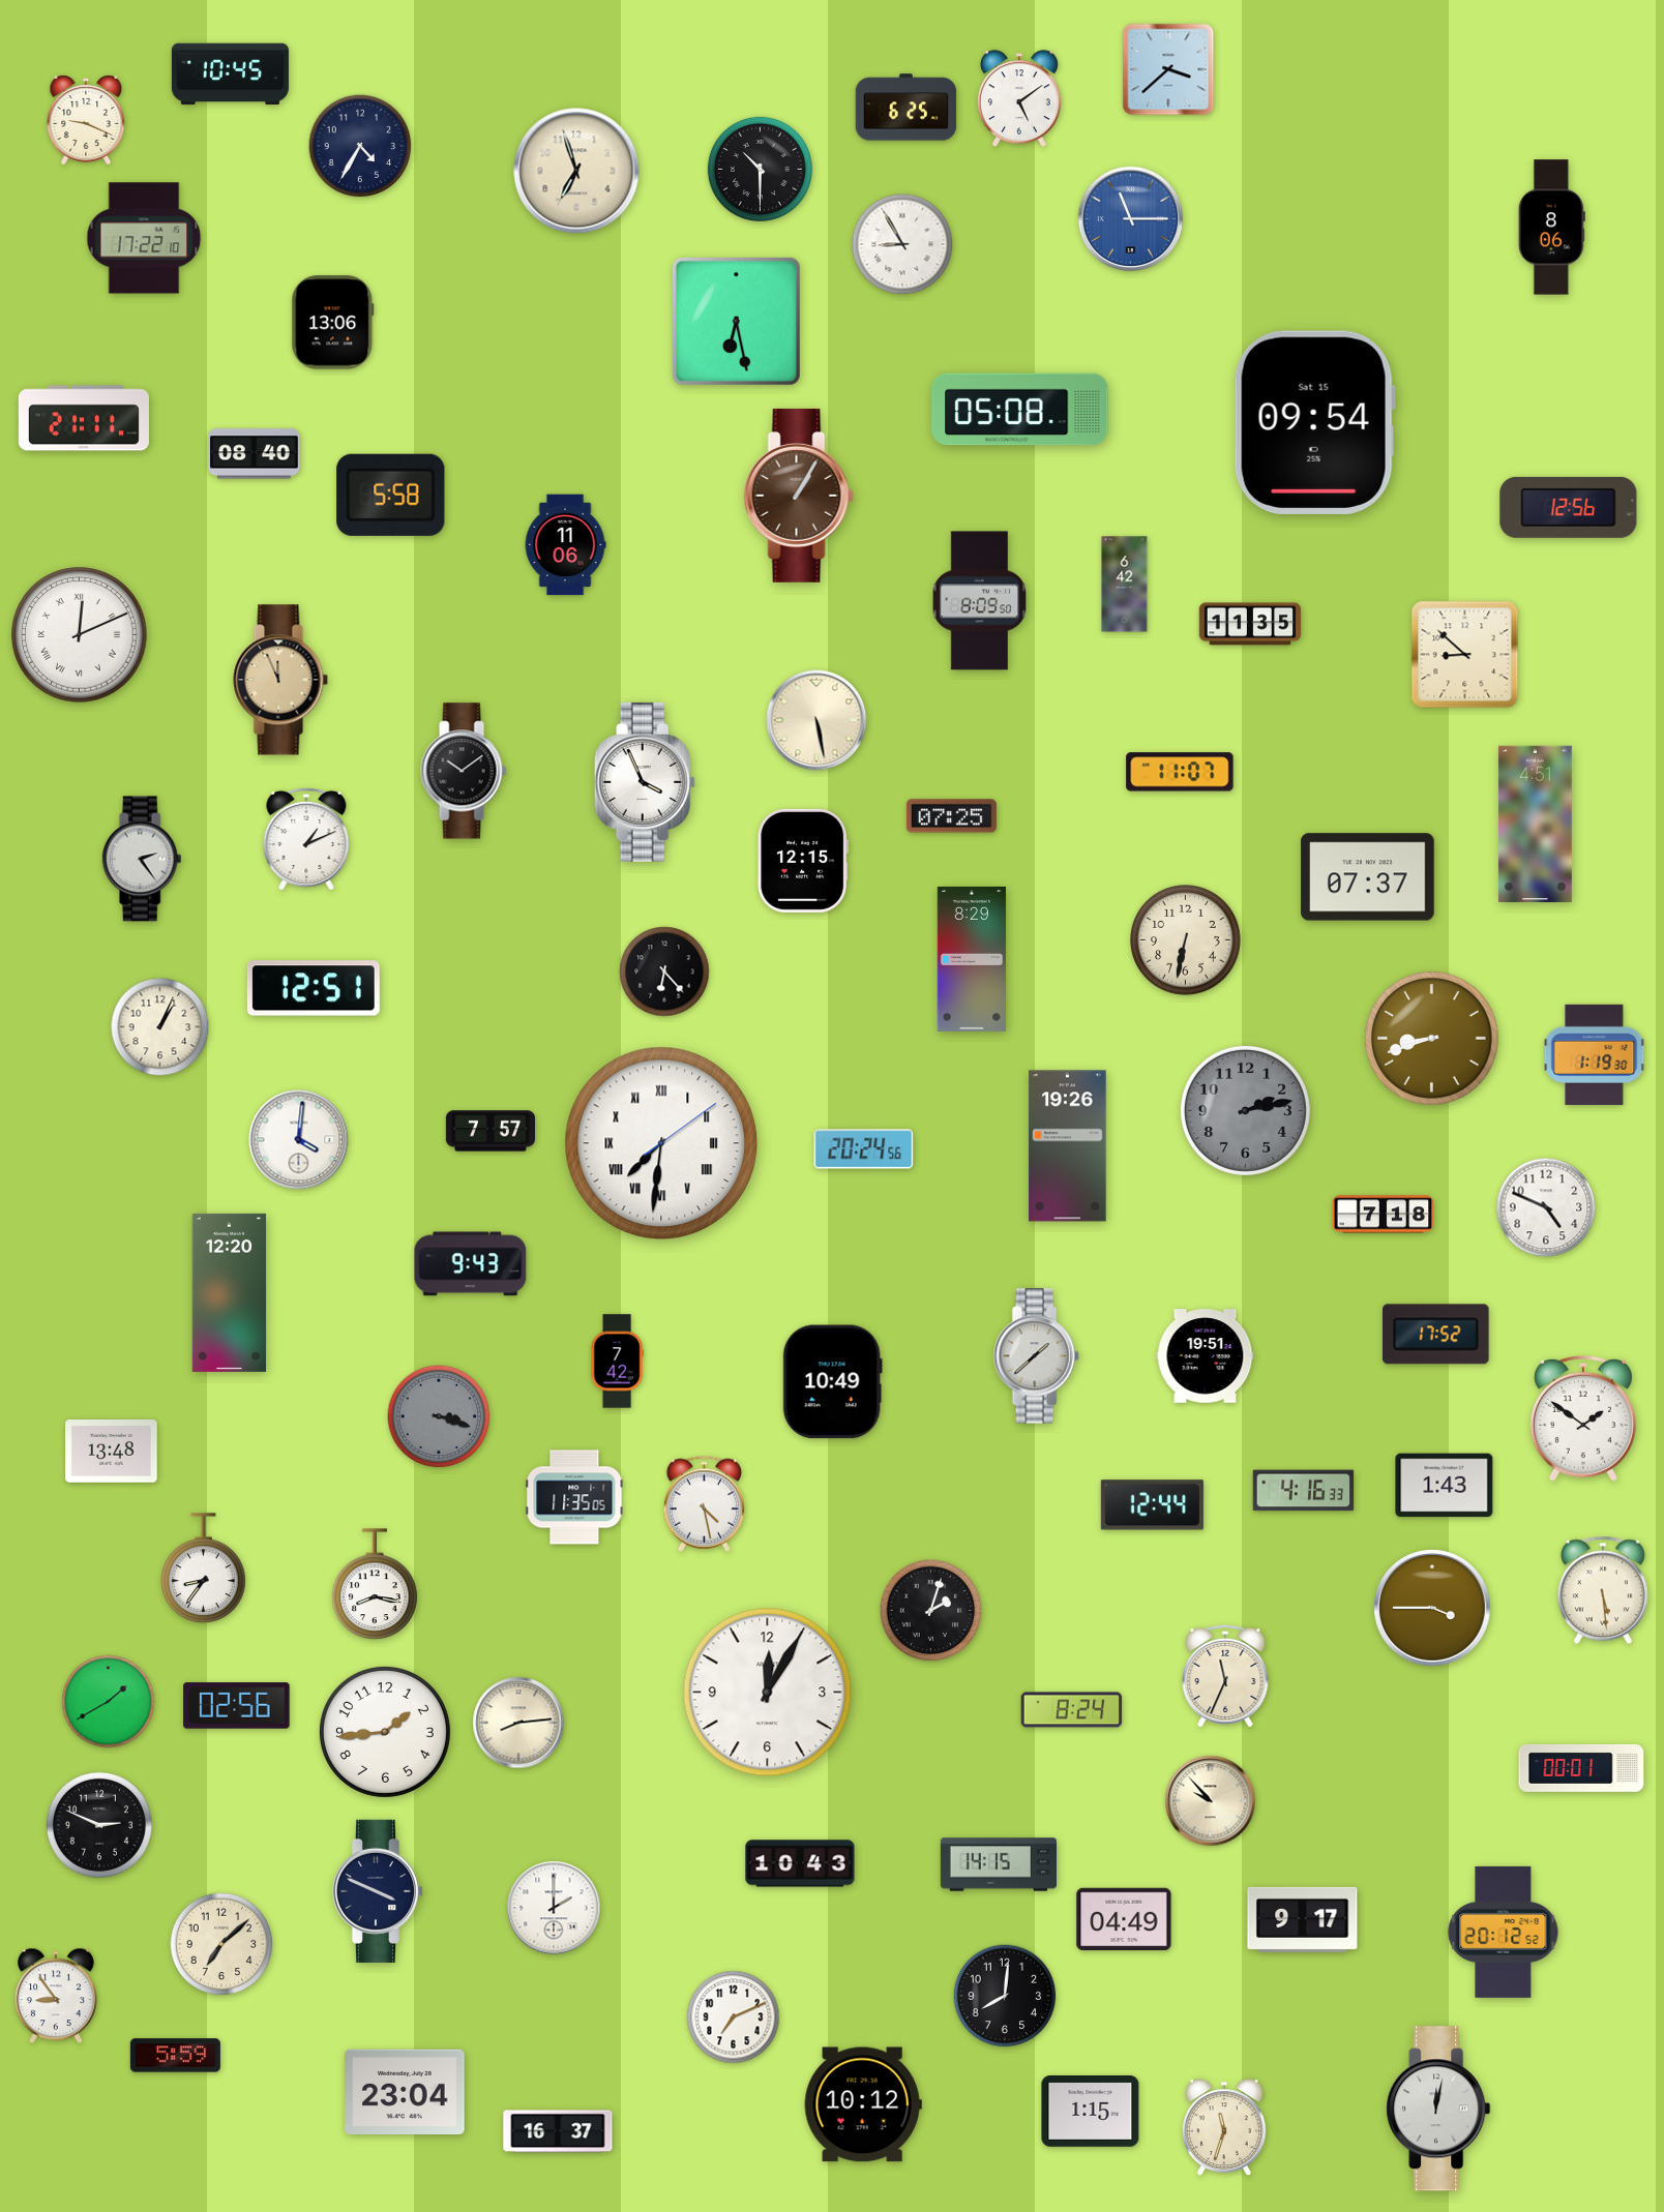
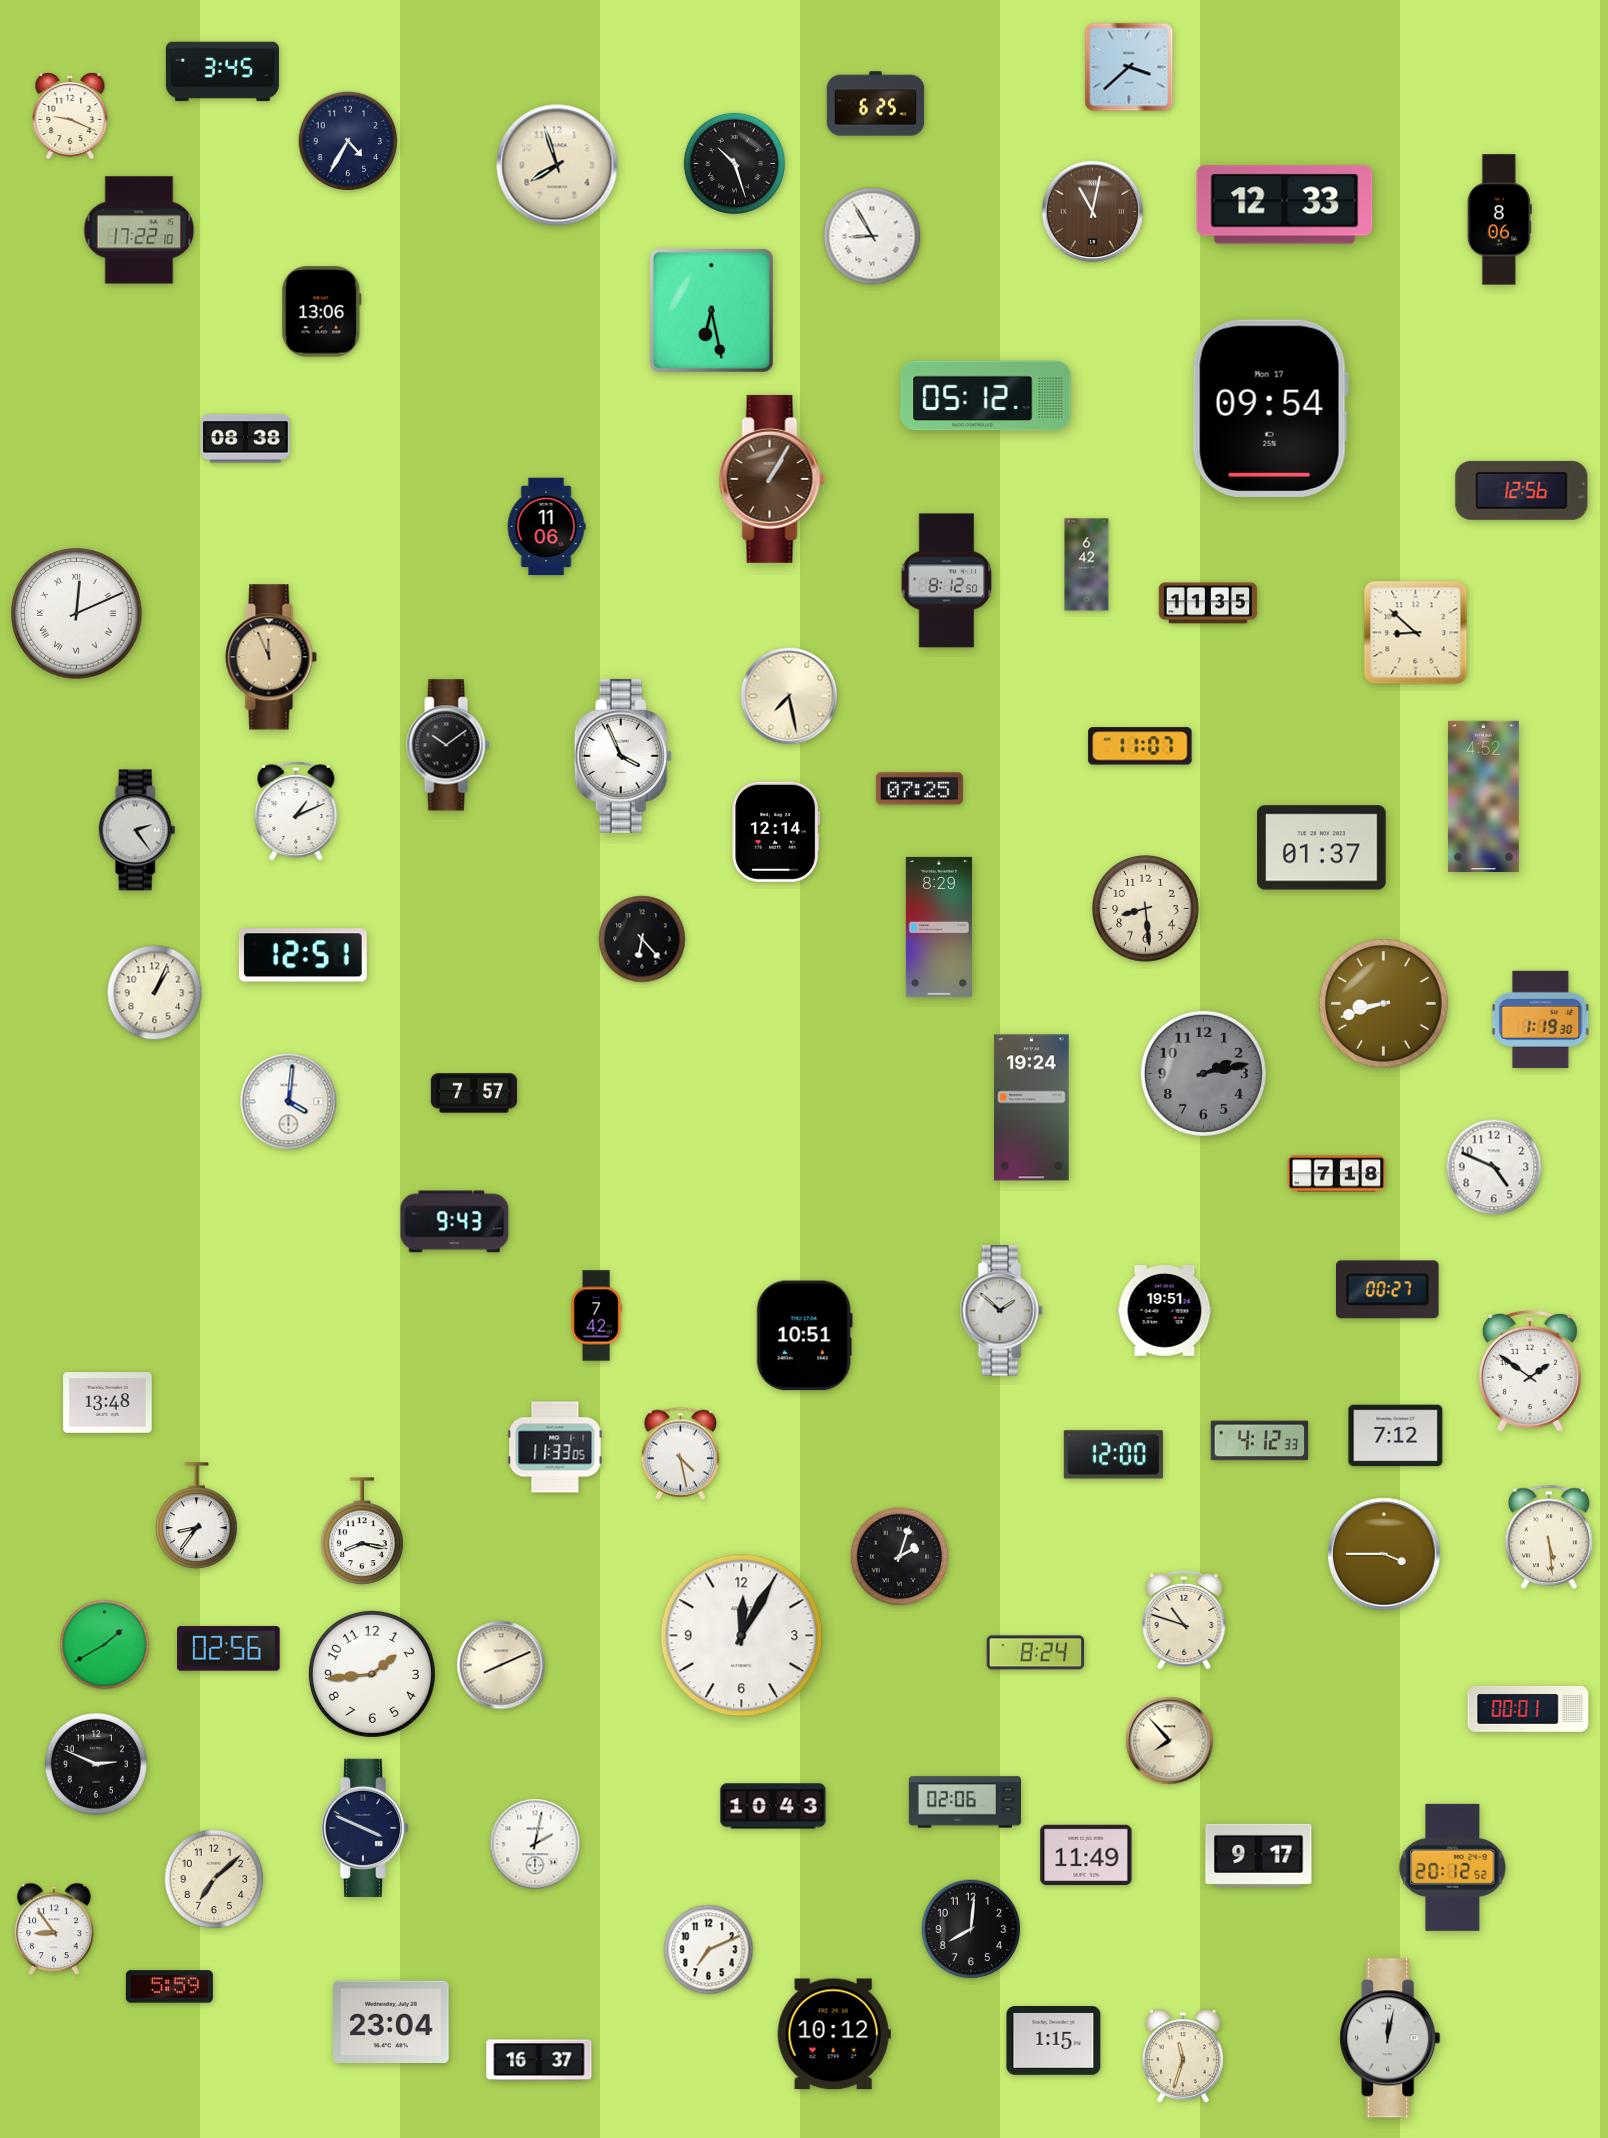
clock at (230, 74): 10:45 -> 3:45
clock at (1019, 99): 5:09 -> none
clock at (86, 120) position: (86, 120) -> (70, 116)
clock at (760, 169): 10:30 -> 10:27
clock at (576, 171): 6:57 -> 7:57
clock at (1285, 205): none -> 12:33
clock at (1131, 219): 11:15 -> 11:02
clock at (1131, 219) dial: blue -> brown
clock at (1020, 410): 05:08 -> 05:12
clock at (84, 418): 21:11 -> none
clock at (1314, 422) date: Sat 15 -> Mon 17
clock at (255, 454): 08:40 -> 08:38
clock at (391, 495): 5:58 -> none
clock at (1569, 507) position: (1569, 507) -> (1522, 490)
clock at (980, 601): 8:09 -> 8:12
clock at (816, 720): 5:28 -> 7:28
clock at (1536, 825): 4:51 -> 4:52
clock at (803, 861): 12:15 -> 12:14
clock at (1368, 877): 07:37 -> 01:37
clock at (1186, 940): 6:32 -> 8:29
clock at (661, 1143): 7:31 -> none
clock at (1068, 1146): 19:26 -> 19:24
clock at (864, 1149): 20:24 -> none
clock at (230, 1292): 12:20 -> none
clock at (1436, 1335): 17:52 -> 00:27
clock at (1036, 1356): 1:38 -> 1:52
clock at (832, 1382): 10:49 -> 10:51
clock at (439, 1416): 3:18 -> none
clock at (1445, 1486): 1:43 -> 7:12
clock at (1304, 1491): 4:16 -> 4:12
clock at (574, 1497): 11:35 -> 11:33
clock at (1152, 1505): 12:44 -> 12:00
clock at (1225, 1675): 11:34 -> 10:48
clock at (518, 1723): 8:14 -> 8:11
clock at (1211, 1801): 9:53 -> 7:53
clock at (800, 1863) position: (800, 1863) -> (773, 1806)
clock at (998, 1864): 14:15 -> 02:06
clock at (554, 1908): 2:00 -> 2:02
clock at (1124, 1918): 04:49 -> 11:49
